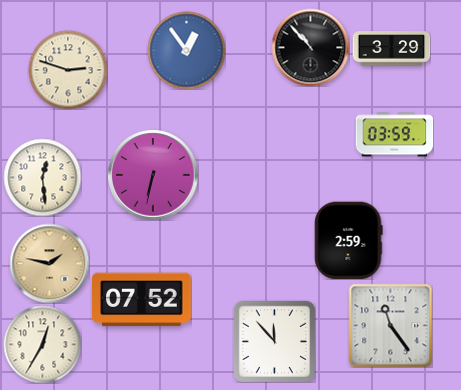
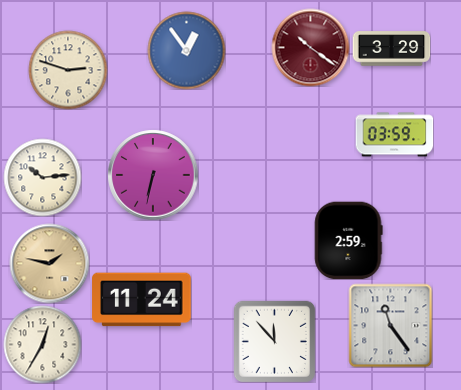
clock at (310, 47): 10:53 -> 10:21
clock at (310, 47) dial: black -> burgundy
clock at (42, 177): 12:29 -> 10:14
clock at (142, 300): 07:52 -> 11:24
